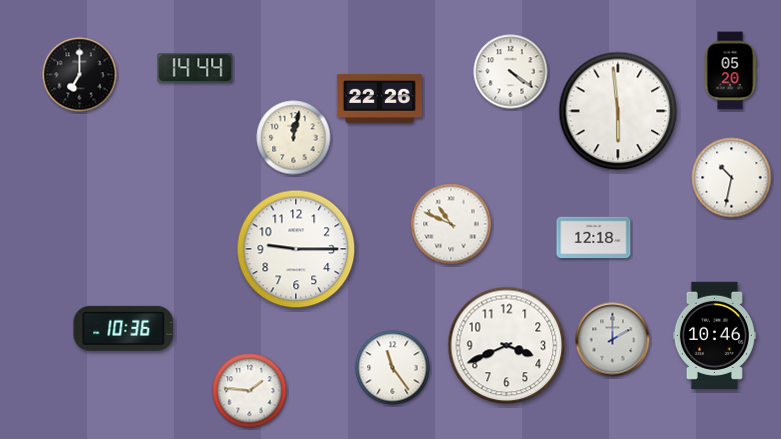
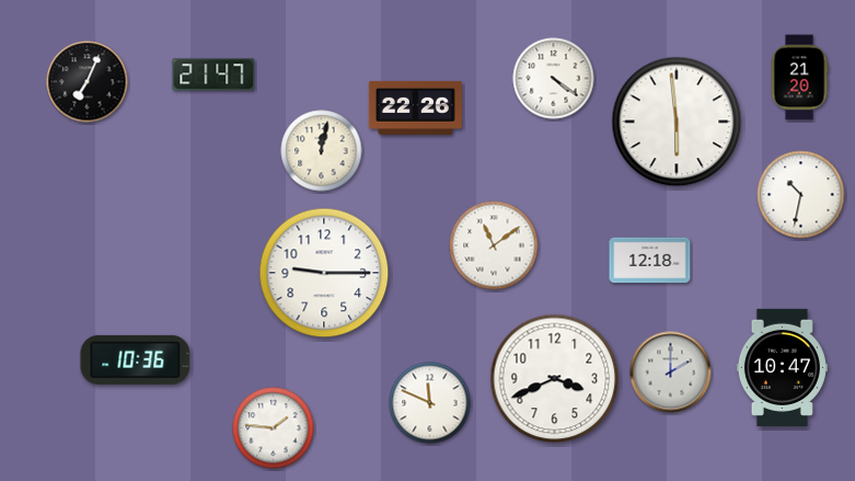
clock at (195, 68): 14:44 -> 21:47
clock at (730, 71): 05:20 -> 21:20
clock at (511, 72) position: (511, 72) -> (554, 79)
clock at (80, 75): 7:00 -> 7:04
clock at (451, 224): 10:49 -> 11:09
clock at (714, 335): 10:46 -> 10:47
clock at (393, 368): 11:24 -> 11:49
